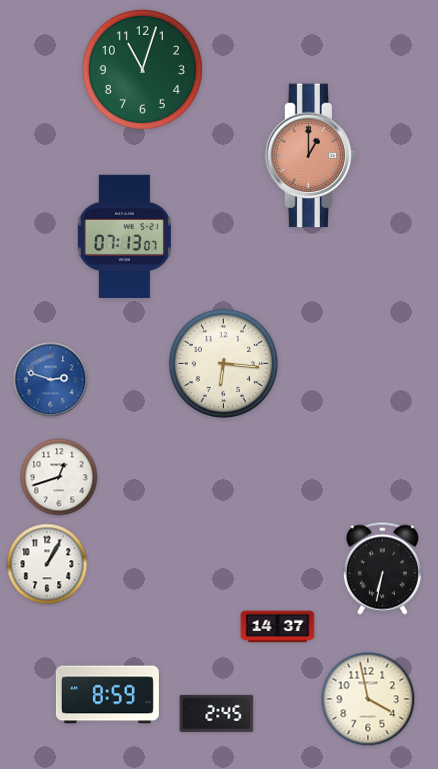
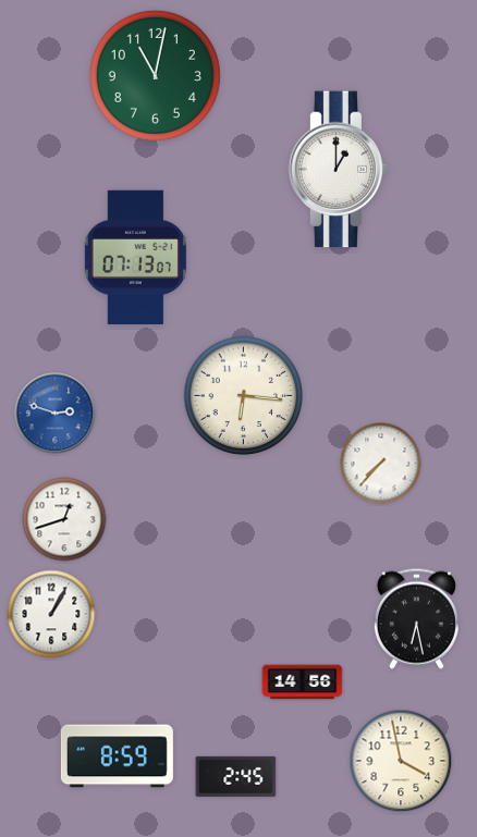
clock at (142, 69): 11:03 -> 11:02
clock at (311, 156) dial: salmon -> white
clock at (381, 464): none -> 7:37
clock at (382, 568): 6:32 -> 6:28
clock at (278, 627): 14:37 -> 14:56
